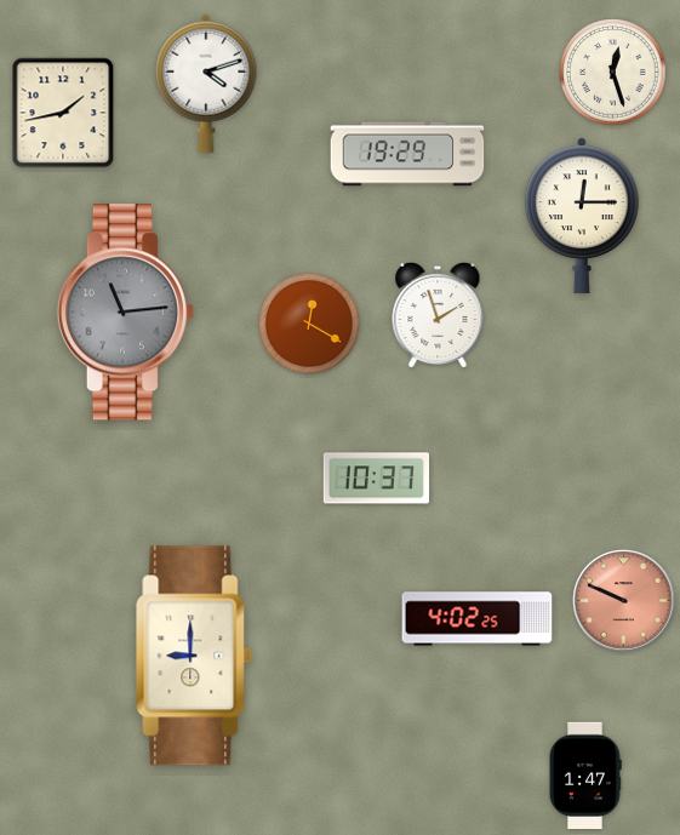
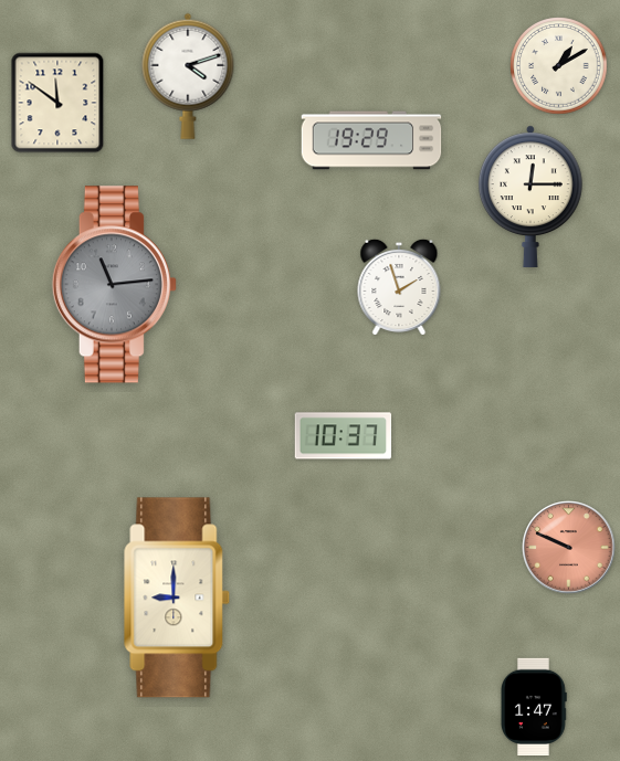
clock at (613, 73): 12:27 -> 1:10
clock at (63, 113): 1:43 -> 11:51
clock at (309, 324): 12:20 -> none
clock at (478, 619): 4:02 -> none
